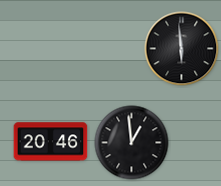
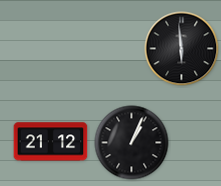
clock at (51, 142): 20:46 -> 21:12
clock at (132, 143): 12:59 -> 1:04
